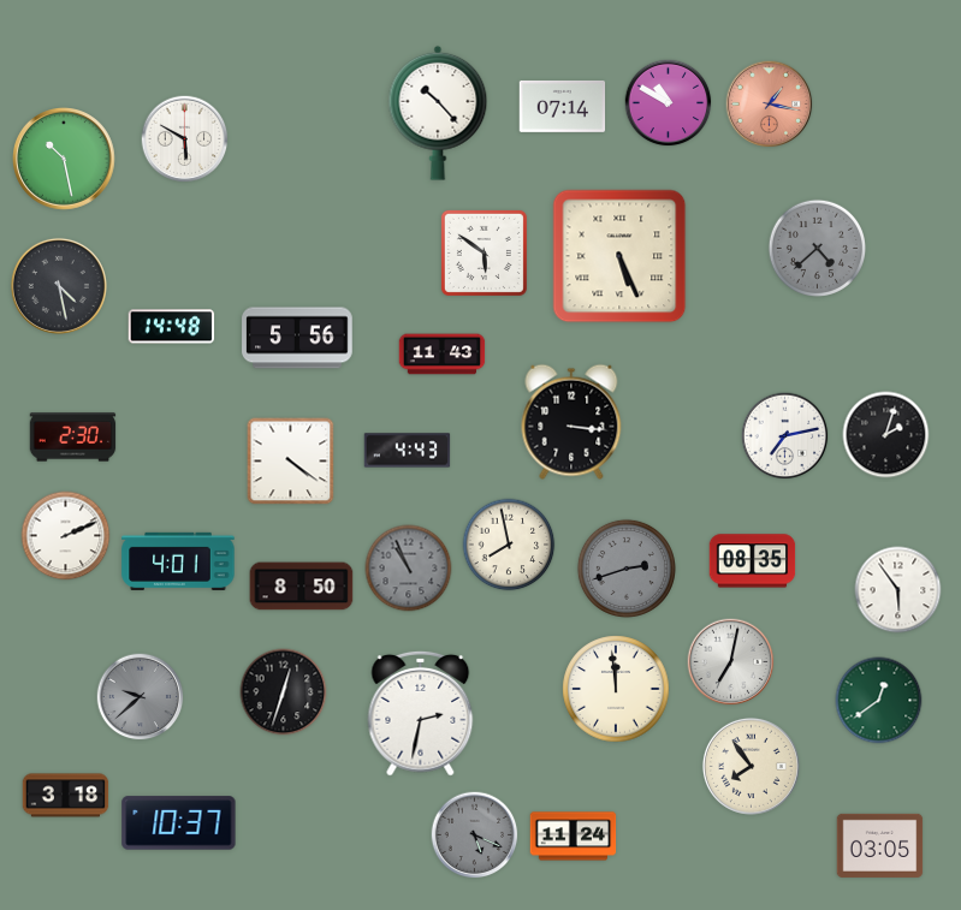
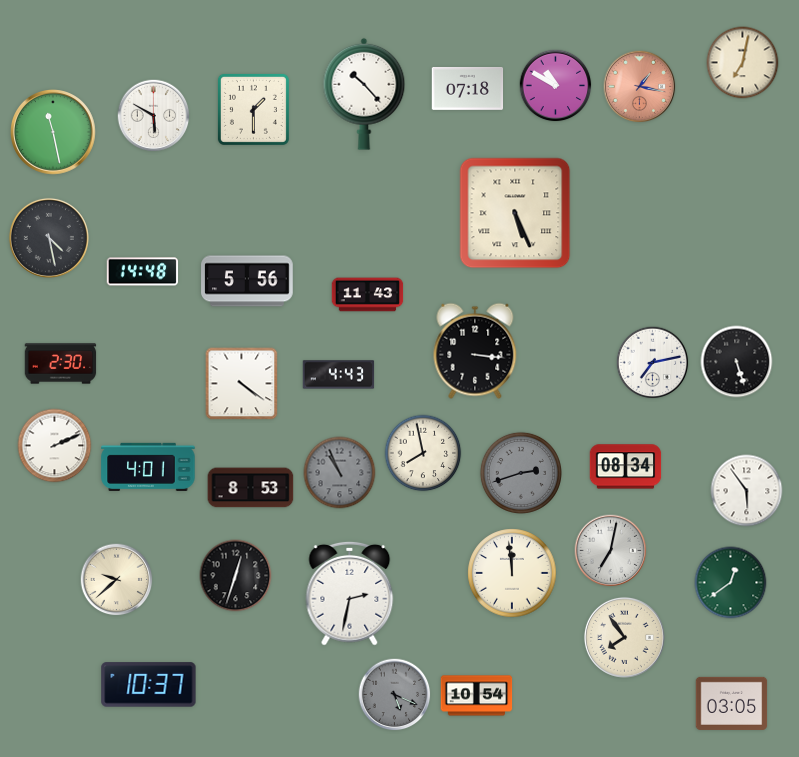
clock at (743, 63): none -> 7:02
clock at (563, 106): 07:14 -> 07:18
clock at (253, 109): none -> 1:30
clock at (65, 160): 10:28 -> 11:28
clock at (817, 248): 4:38 -> none
clock at (484, 252): 5:51 -> none
clock at (886, 435): 2:03 -> 5:27
clock at (753, 561): 08:35 -> 08:34
clock at (302, 587): 8:50 -> 8:53
clock at (731, 662) position: (731, 662) -> (611, 551)
clock at (141, 697) dial: grey -> cream
clock at (66, 796): 3:18 -> none
clock at (574, 837): 11:24 -> 10:54
